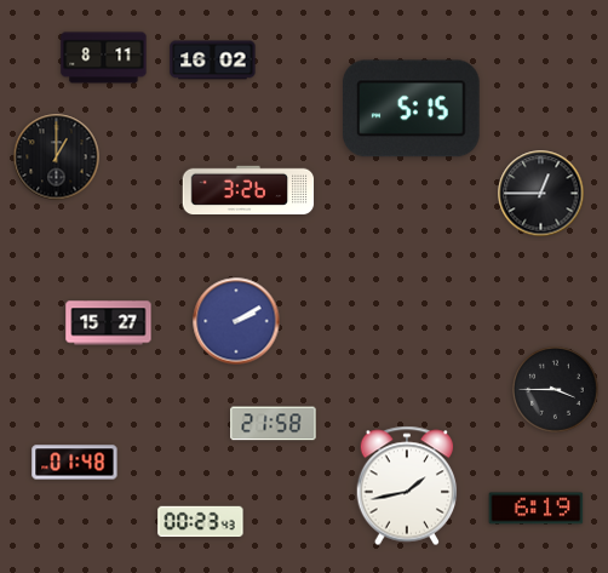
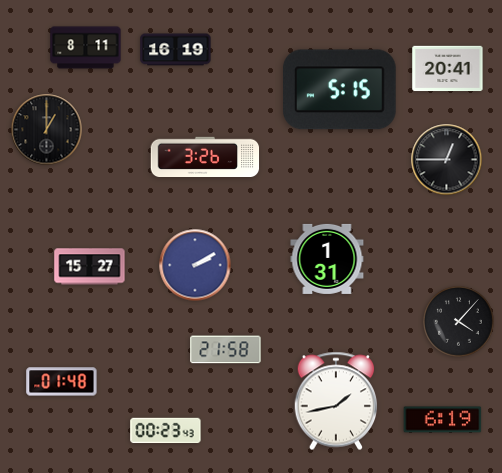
clock at (213, 61): 16:02 -> 16:19
clock at (448, 69): none -> 20:41
clock at (327, 259): none -> 1:31
clock at (556, 390): 3:45 -> 4:07
